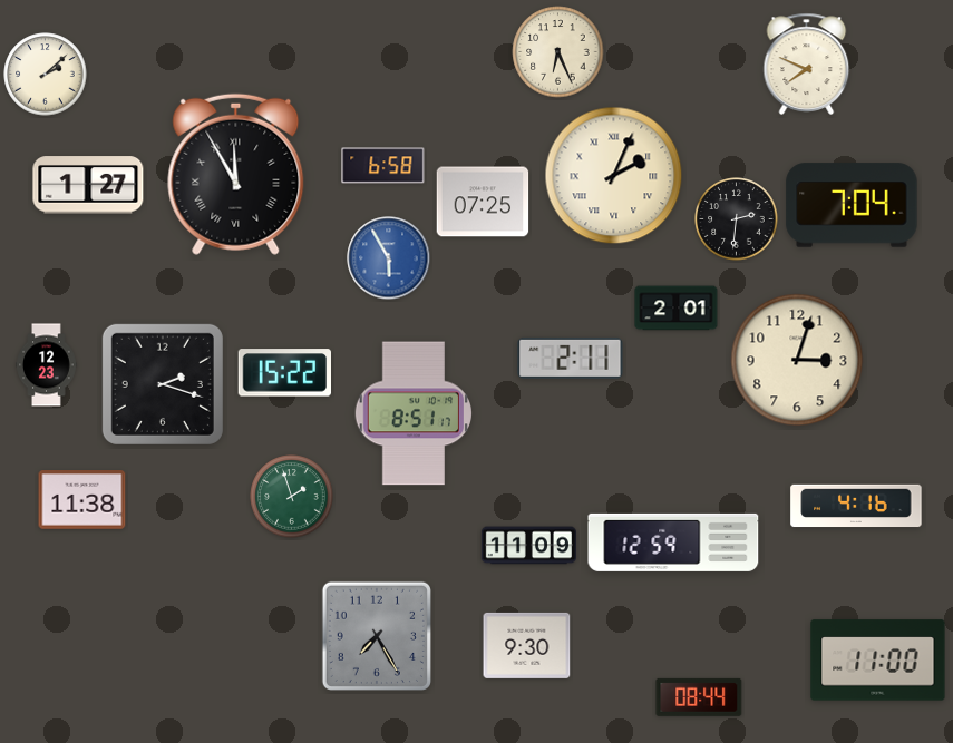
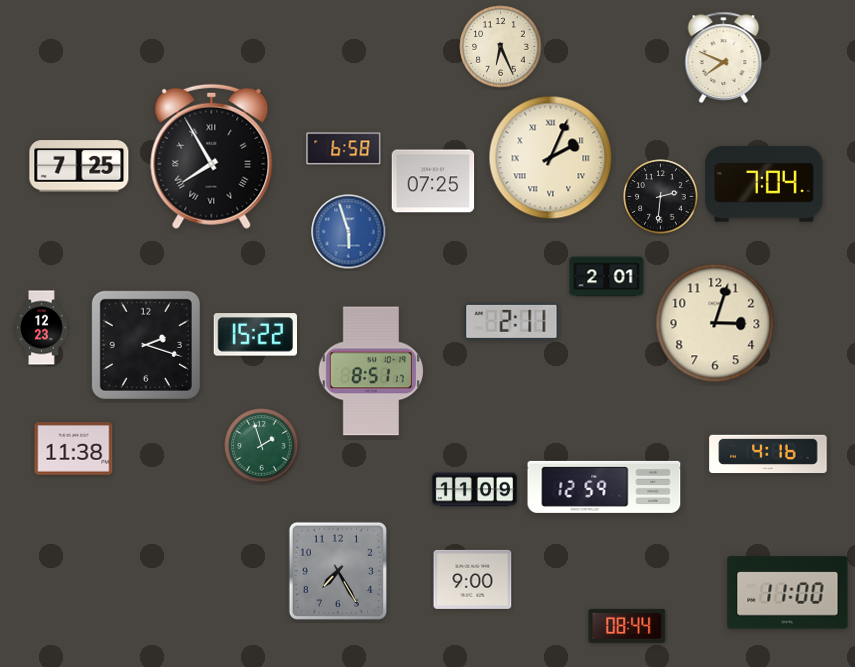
clock at (46, 75): 2:08 -> none
clock at (236, 174): 11:55 -> 7:55
clock at (88, 185): 1:27 -> 7:25
clock at (389, 258): 5:55 -> 5:57
clock at (527, 645): 9:30 -> 9:00
